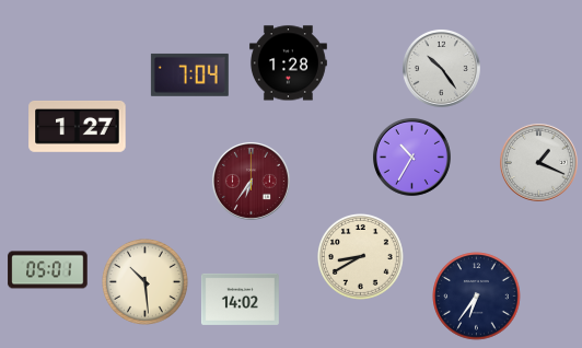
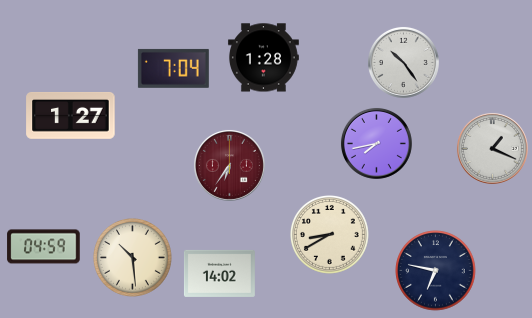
clock at (411, 156): 10:35 -> 7:43
clock at (48, 270): 05:01 -> 04:59
clock at (477, 297): 6:36 -> 6:47
